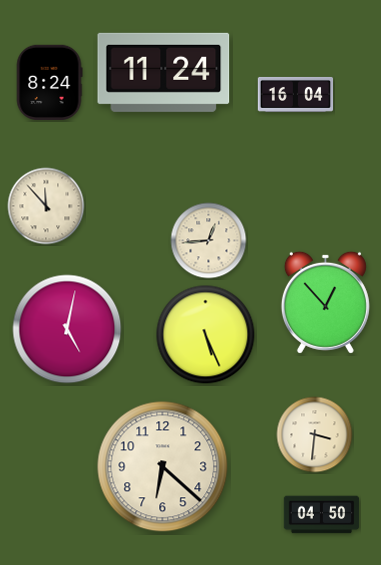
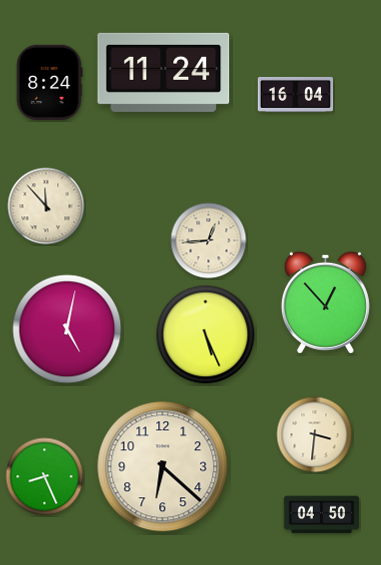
clock at (45, 477): none -> 8:26
